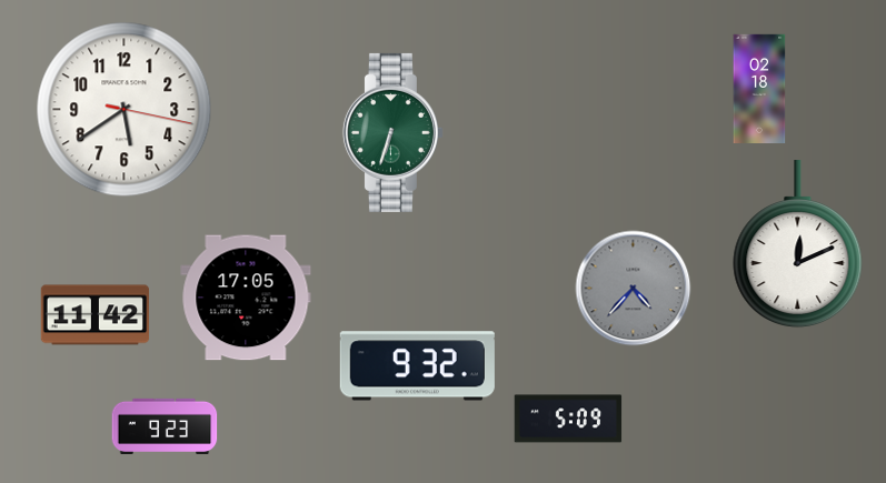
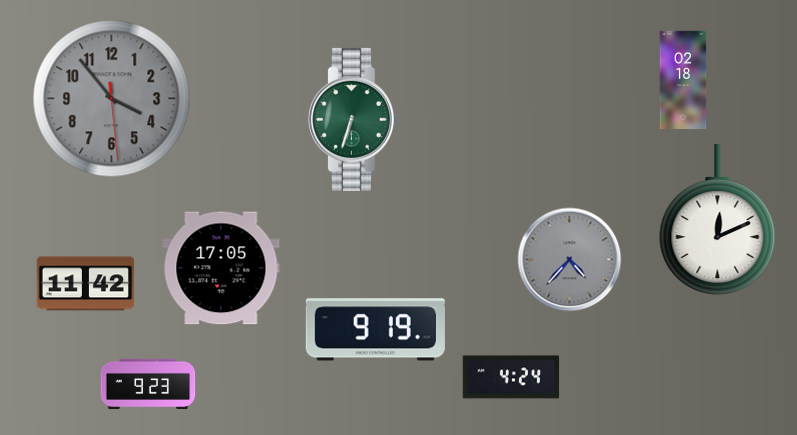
clock at (125, 110): 5:39 -> 3:53
clock at (125, 110) dial: white -> grey
clock at (417, 366): 9:32 -> 9:19
clock at (568, 419): 5:09 -> 4:24
